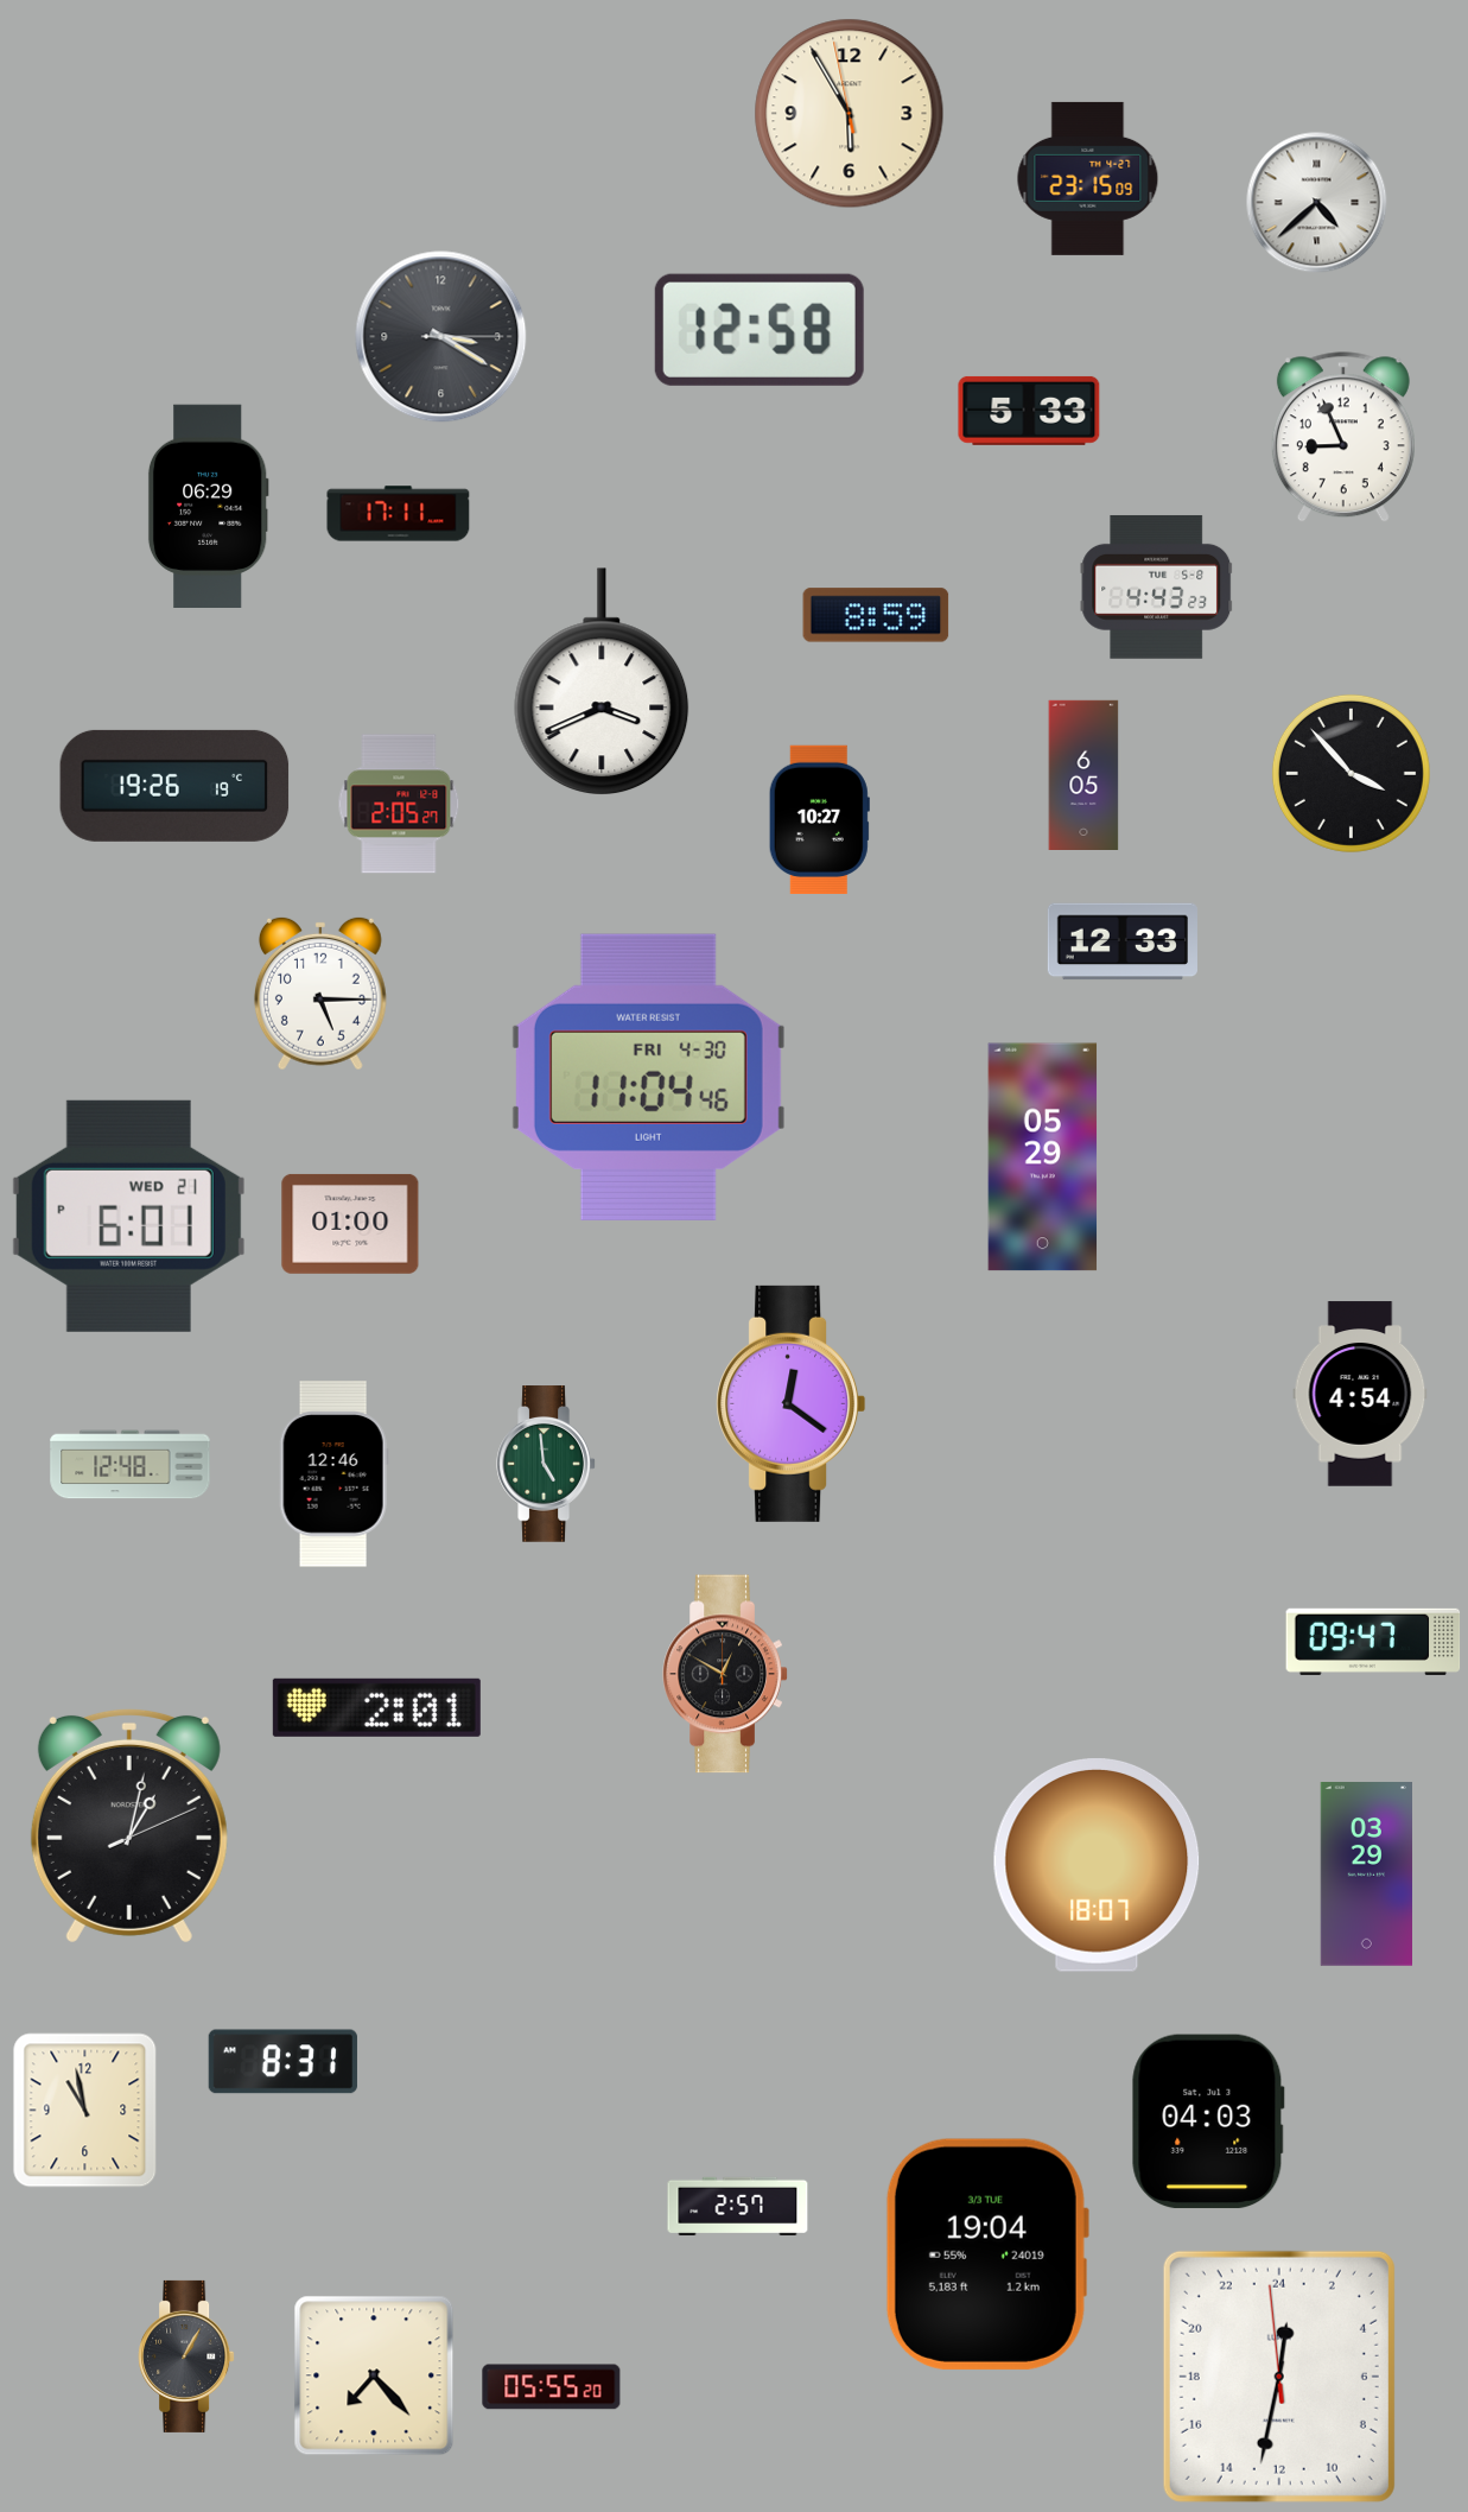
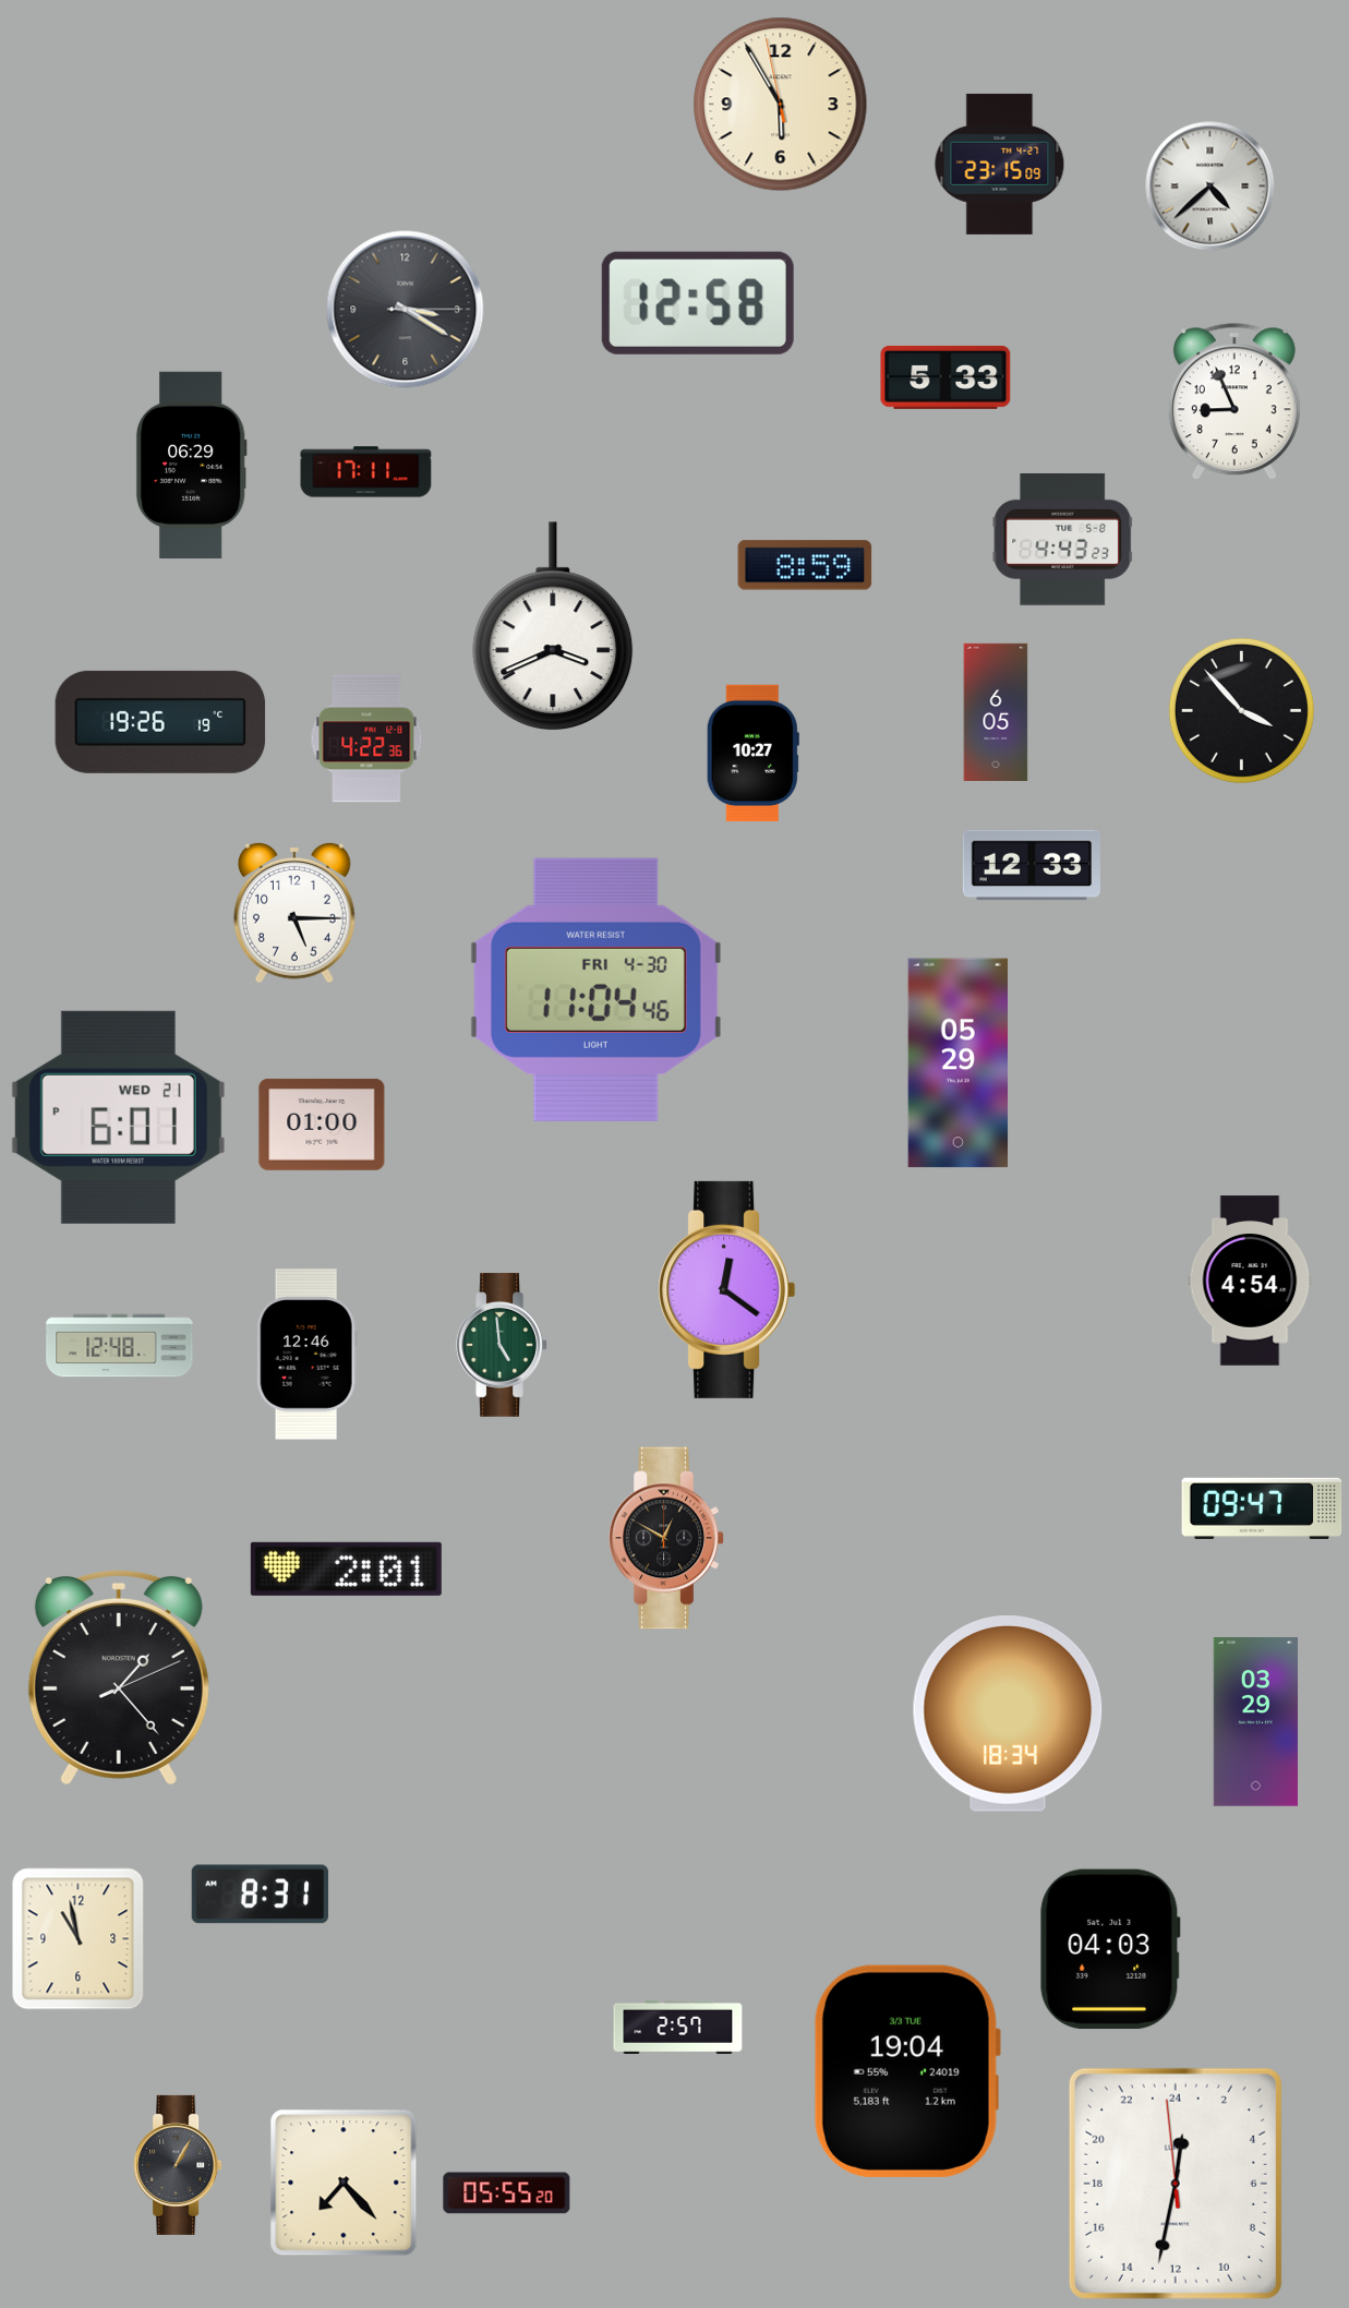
clock at (399, 804): 2:05 -> 4:22
clock at (129, 1826): 1:02 -> 1:23
clock at (1097, 1866): 18:07 -> 18:34
clock at (186, 2356) position: (186, 2356) -> (178, 2165)
